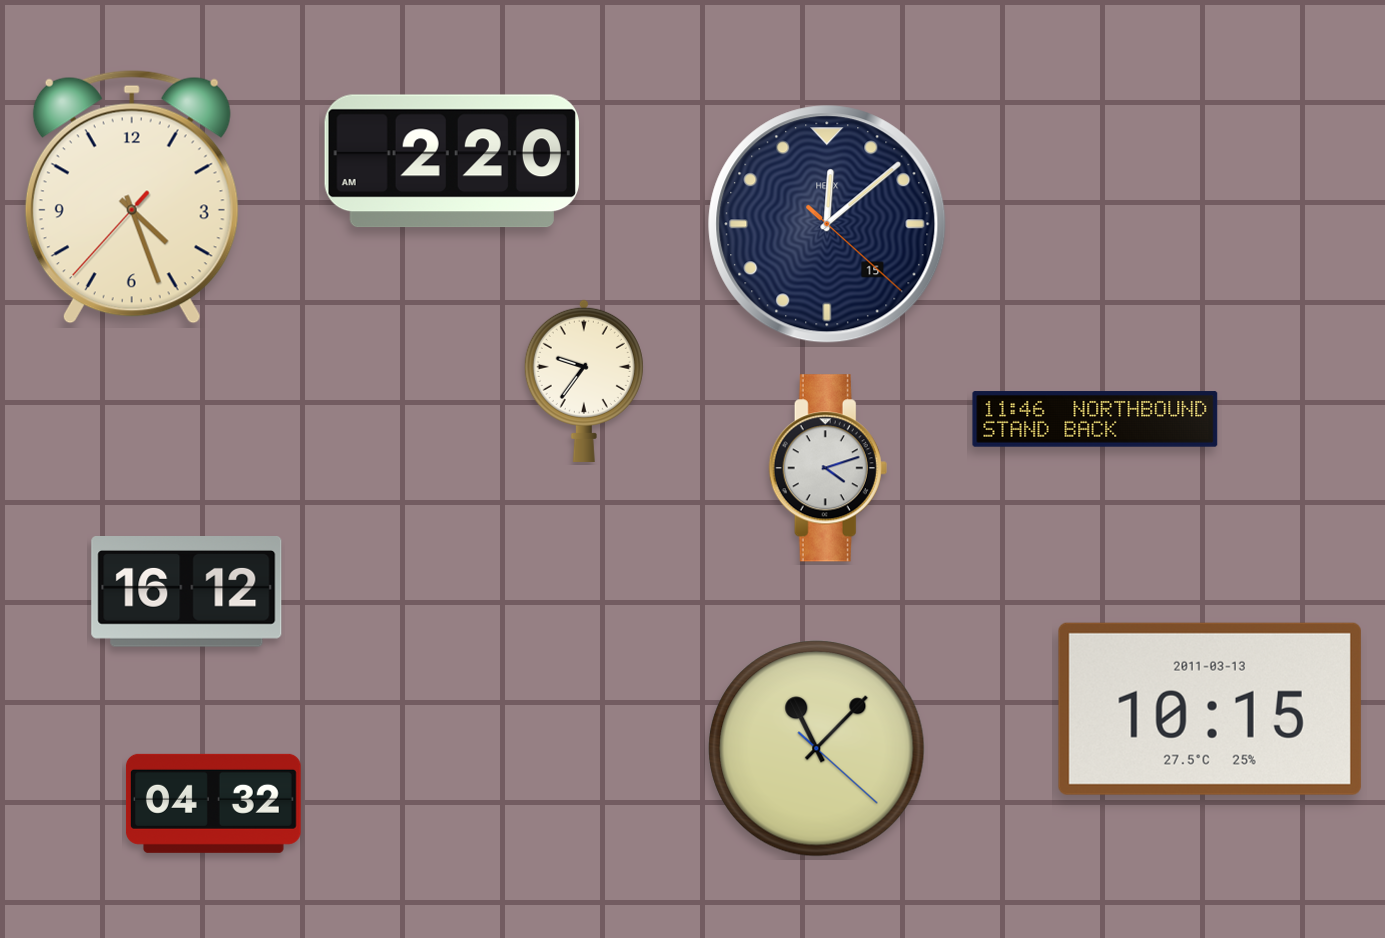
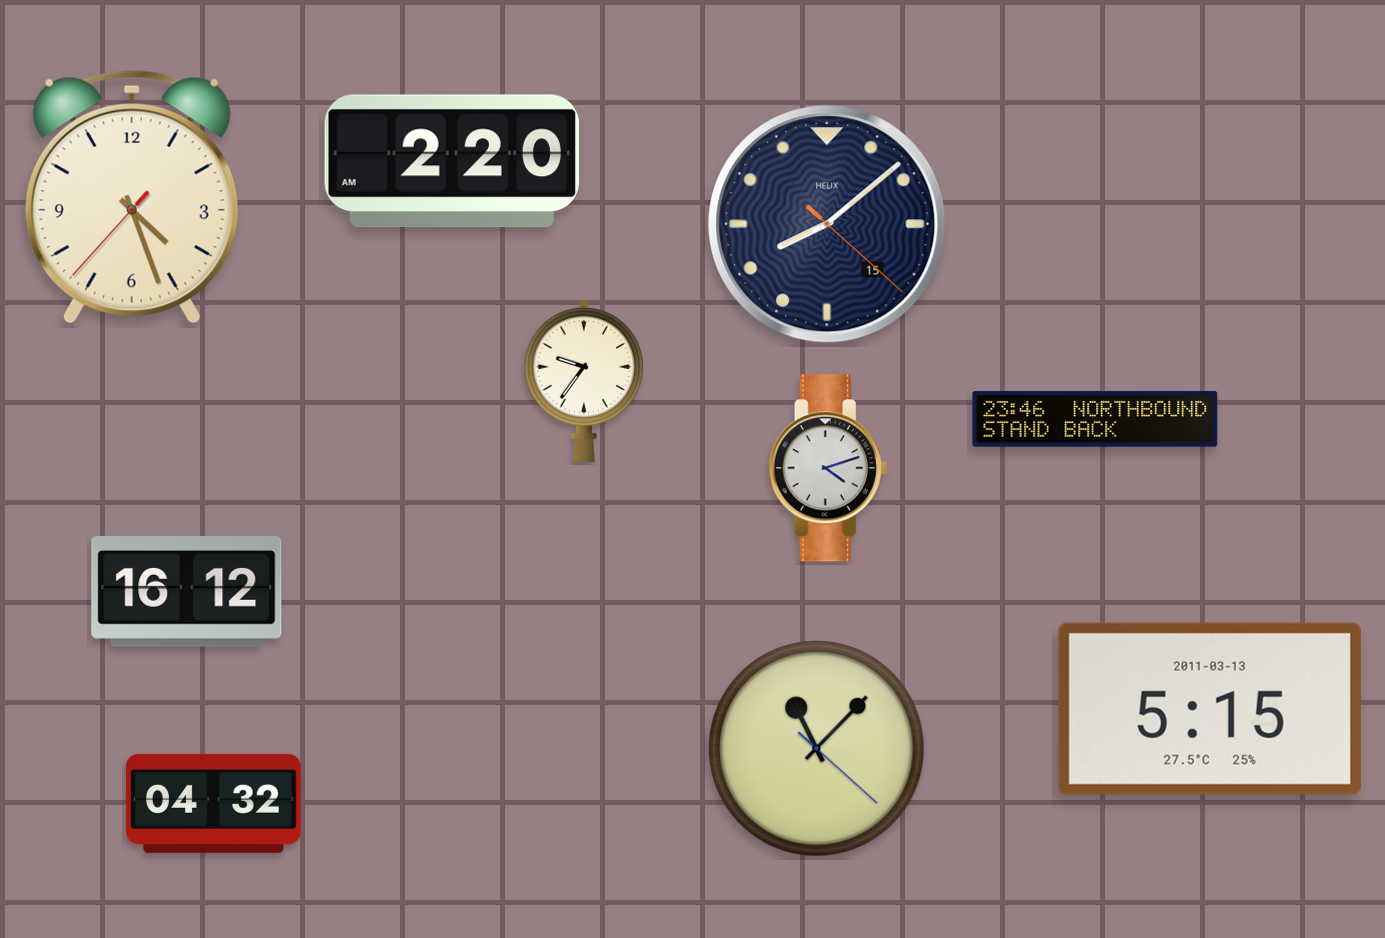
clock at (827, 224): 12:08 -> 8:08
clock at (1095, 419): 11:46 -> 23:46
clock at (1210, 709): 10:15 -> 5:15
